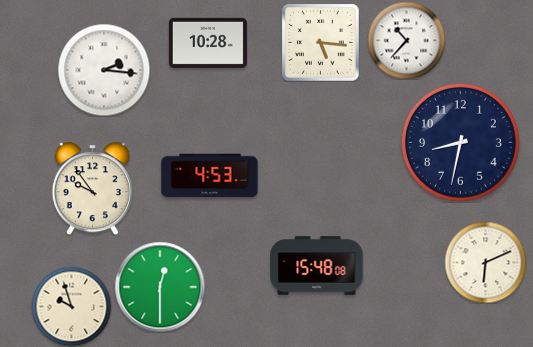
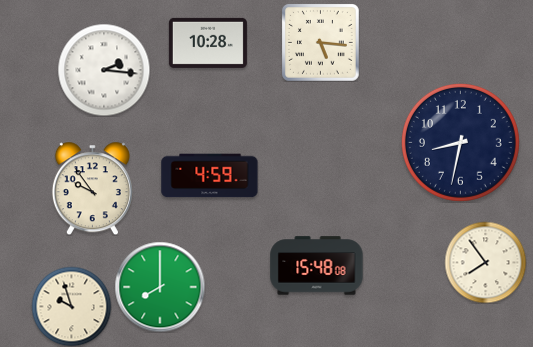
clock at (406, 40): 10:37 -> none
clock at (210, 176): 4:53 -> 4:59
clock at (485, 262): 6:11 -> 7:54
clock at (160, 287): 12:30 -> 8:00
